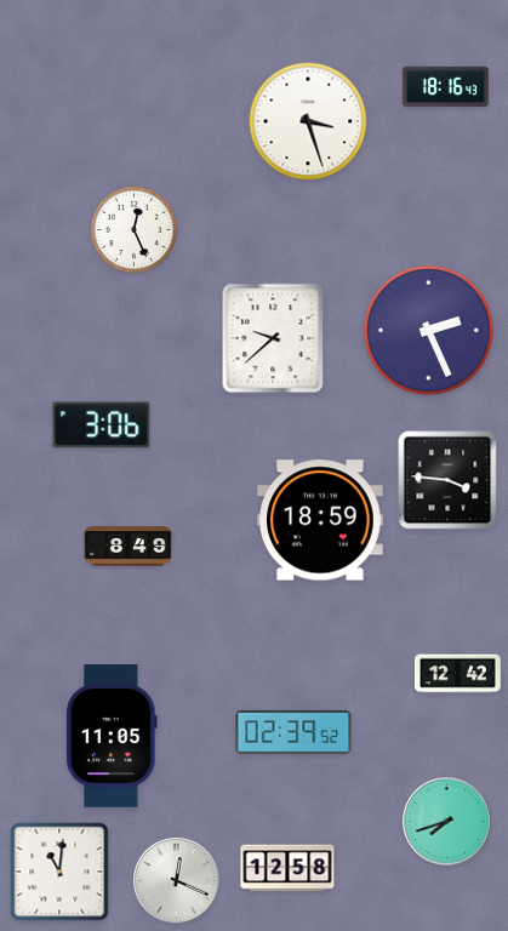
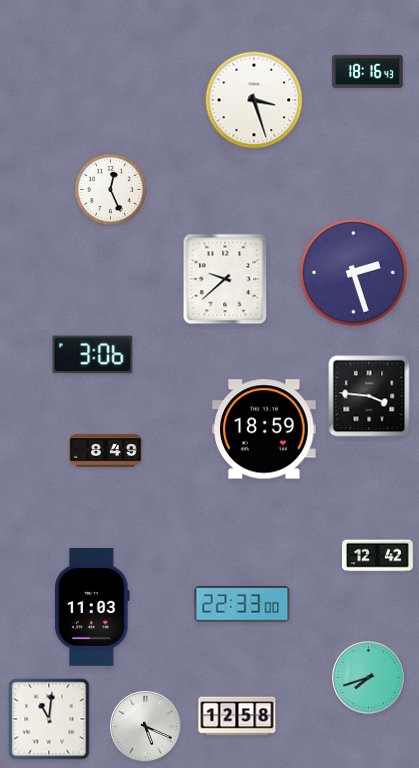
clock at (428, 330): 2:26 -> 2:27
clock at (102, 425) position: (102, 425) -> (93, 355)
clock at (293, 732): 02:39 -> 22:33
clock at (112, 737): 11:05 -> 11:03
clock at (177, 881): 12:19 -> 5:19
